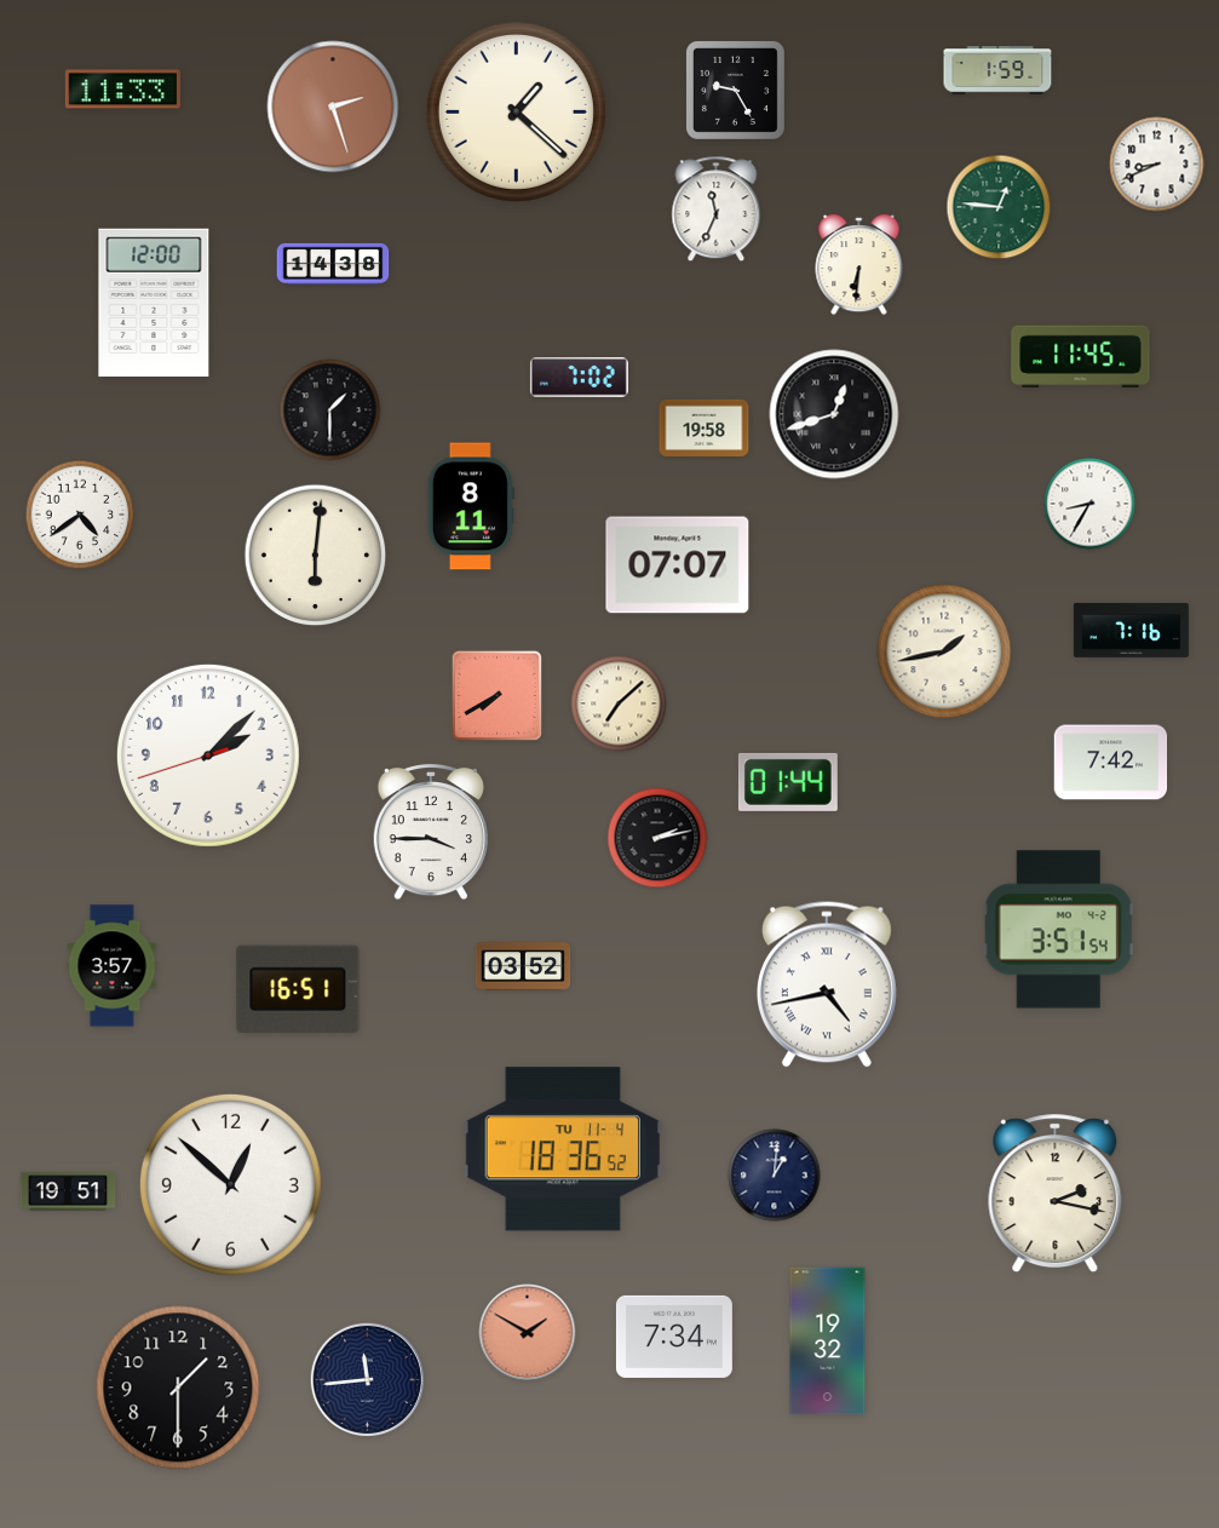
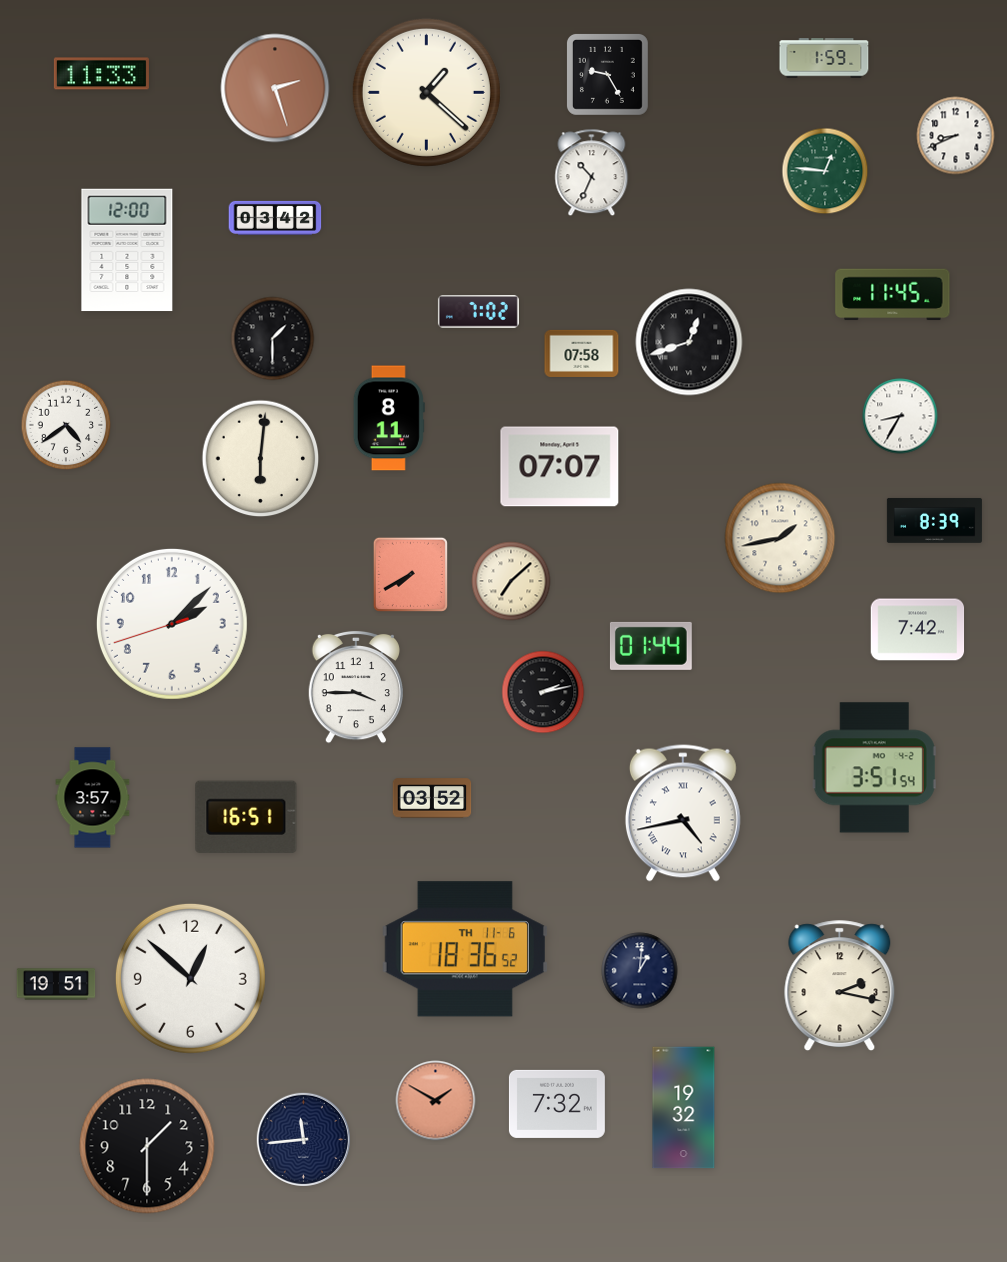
clock at (717, 209): 11:34 -> 10:34
clock at (333, 264): 14:38 -> 03:42
clock at (859, 266): 6:31 -> none
clock at (705, 427): 19:58 -> 07:58
clock at (1131, 630): 7:16 -> 8:39
clock at (563, 1149) date: TU 11-4 -> TH 11-6
clock at (1056, 1194) position: (1056, 1194) -> (840, 986)
clock at (674, 1337): 7:34 -> 7:32
